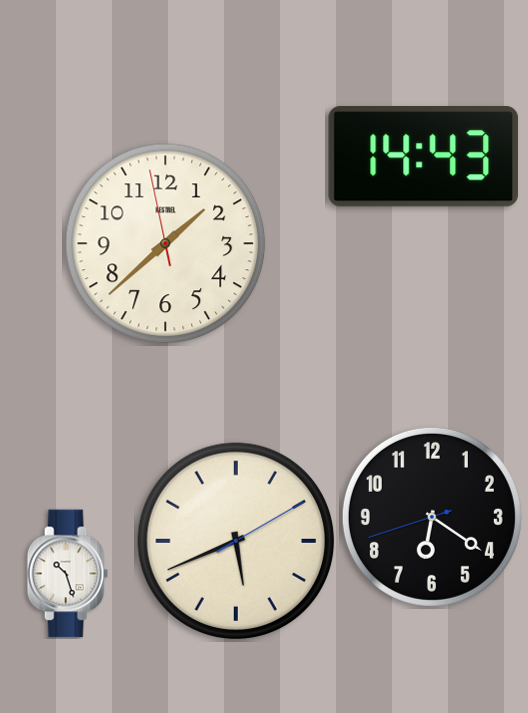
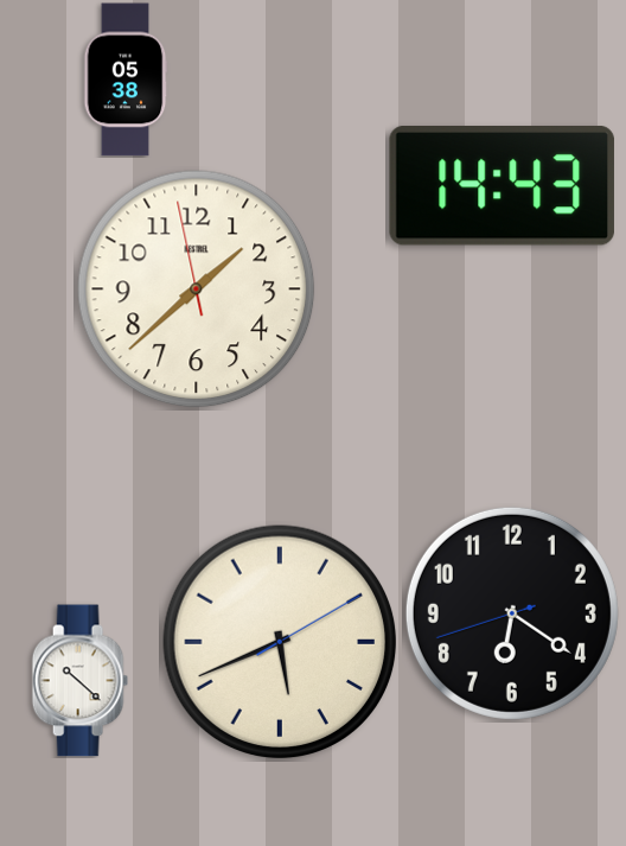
clock at (126, 79): none -> 05:38
clock at (67, 574): 10:27 -> 10:22
